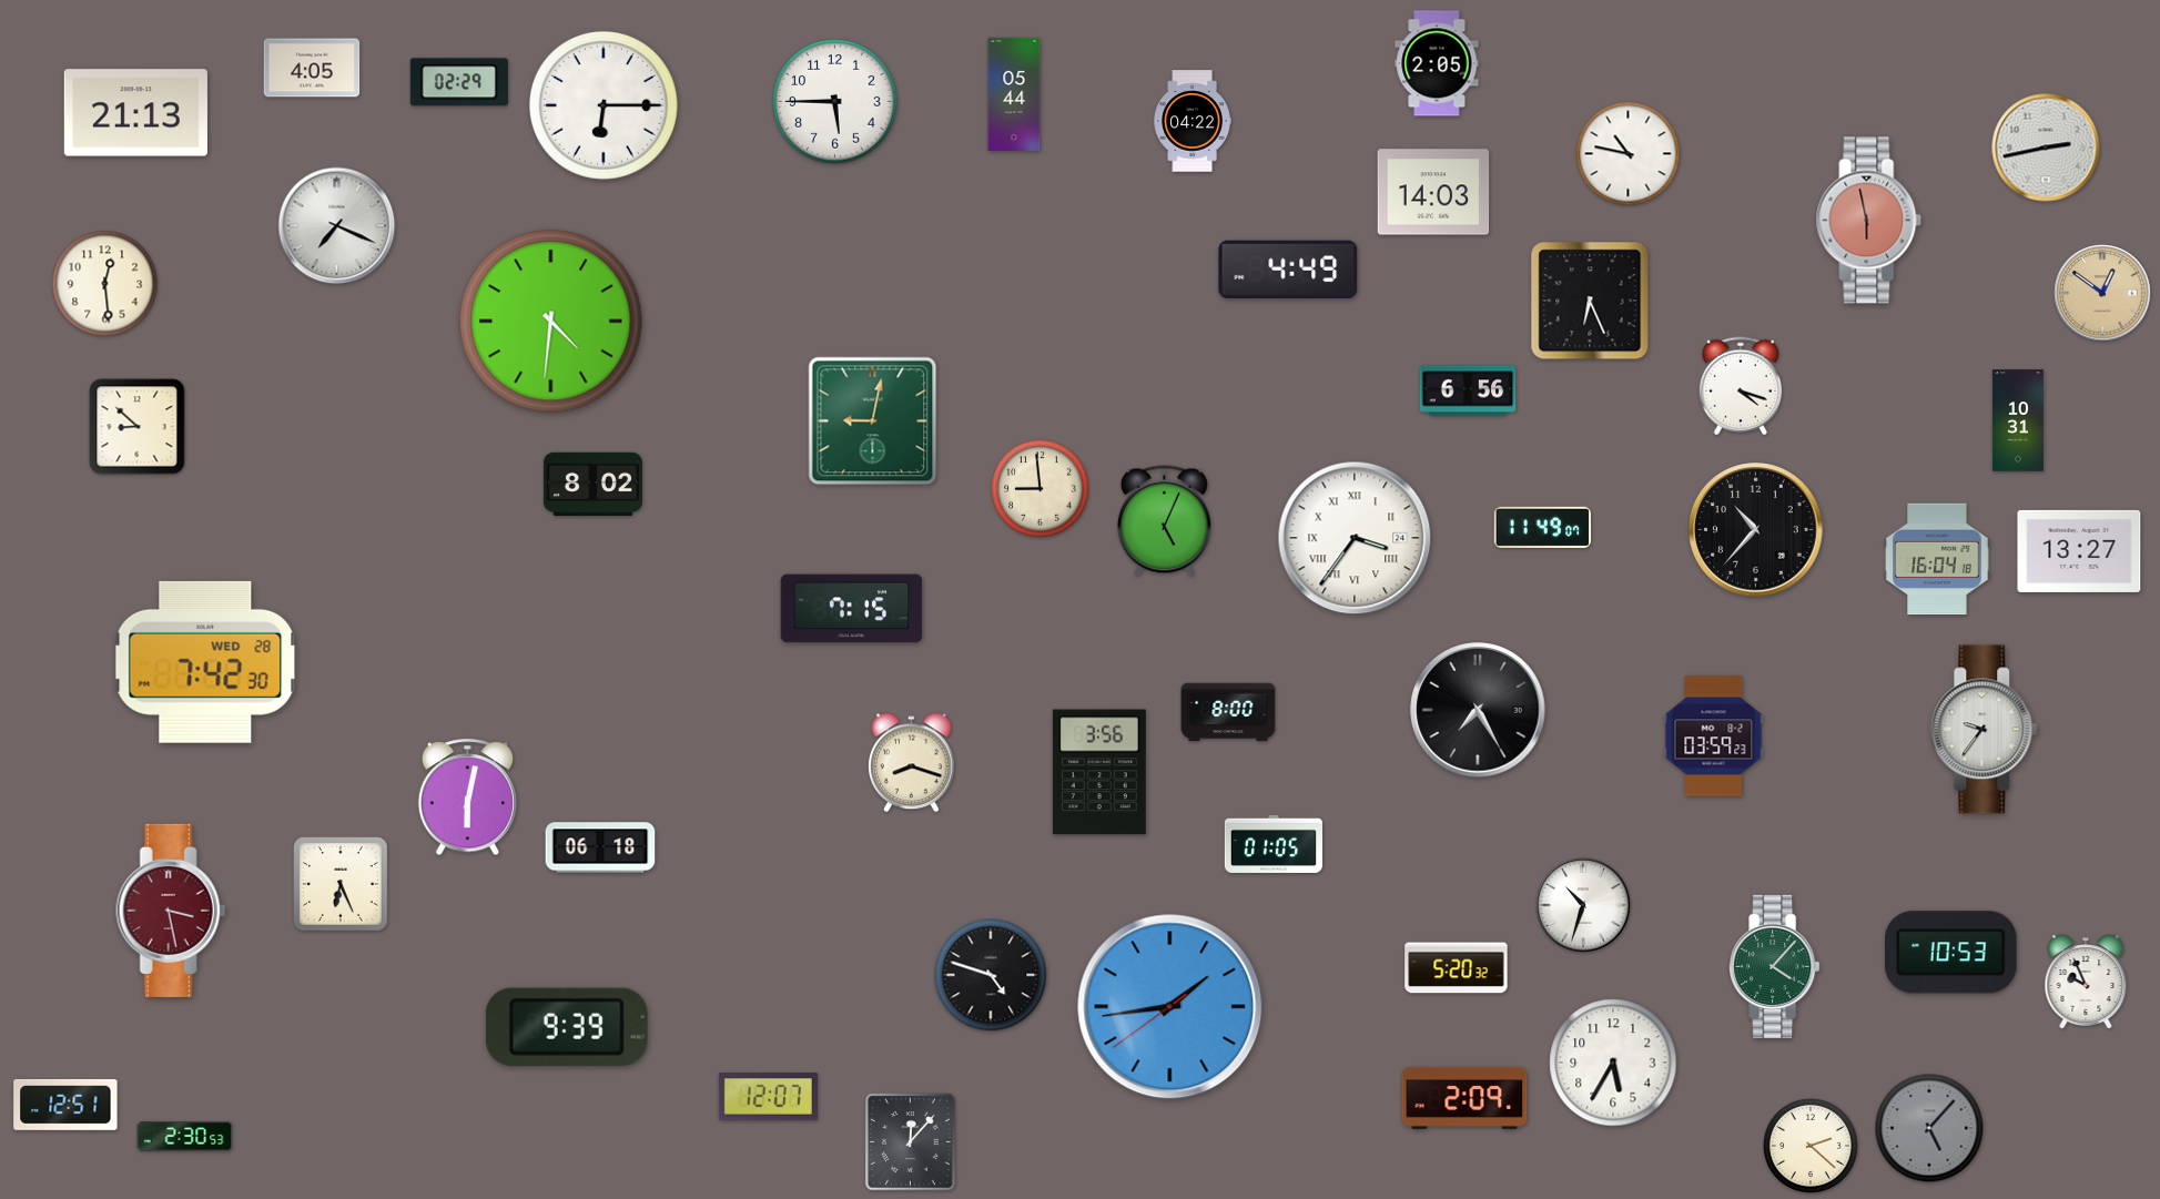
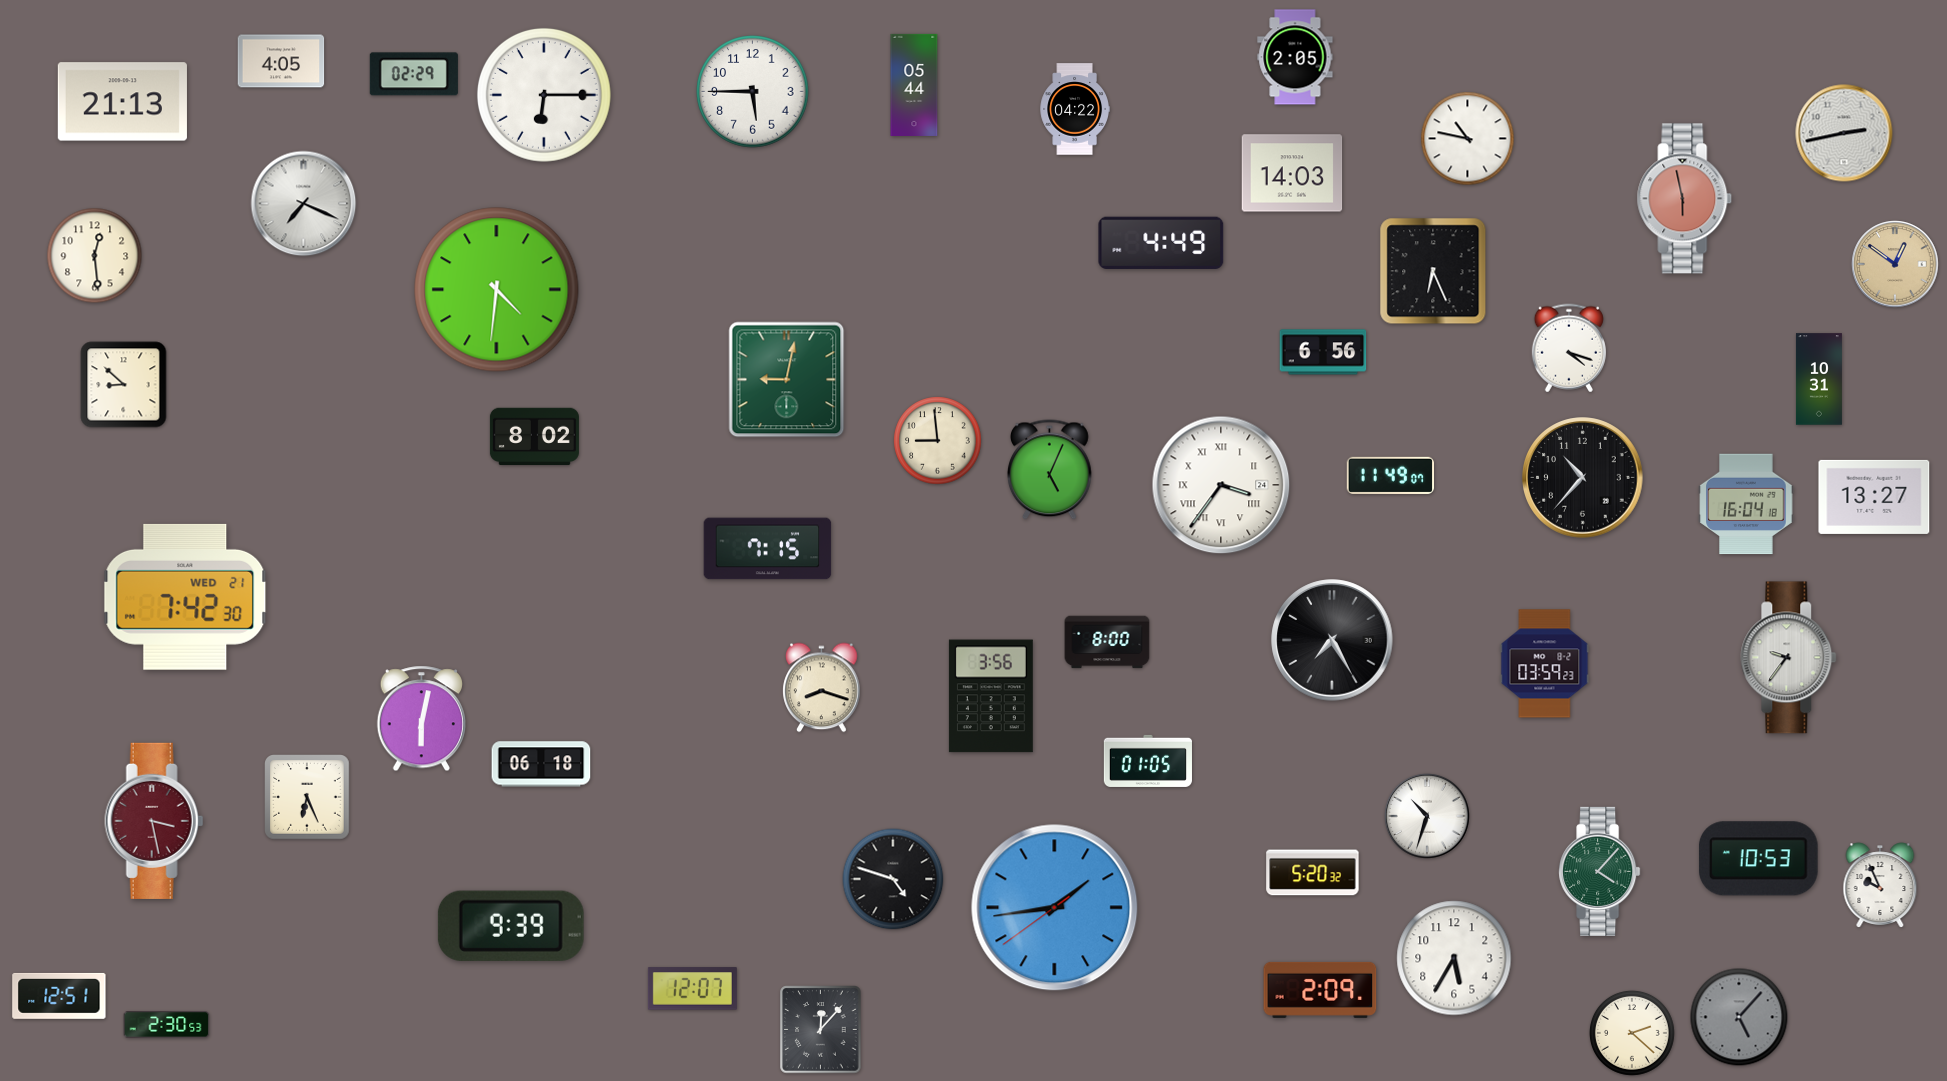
clock at (205, 662) date: WED 28 -> WED 21
